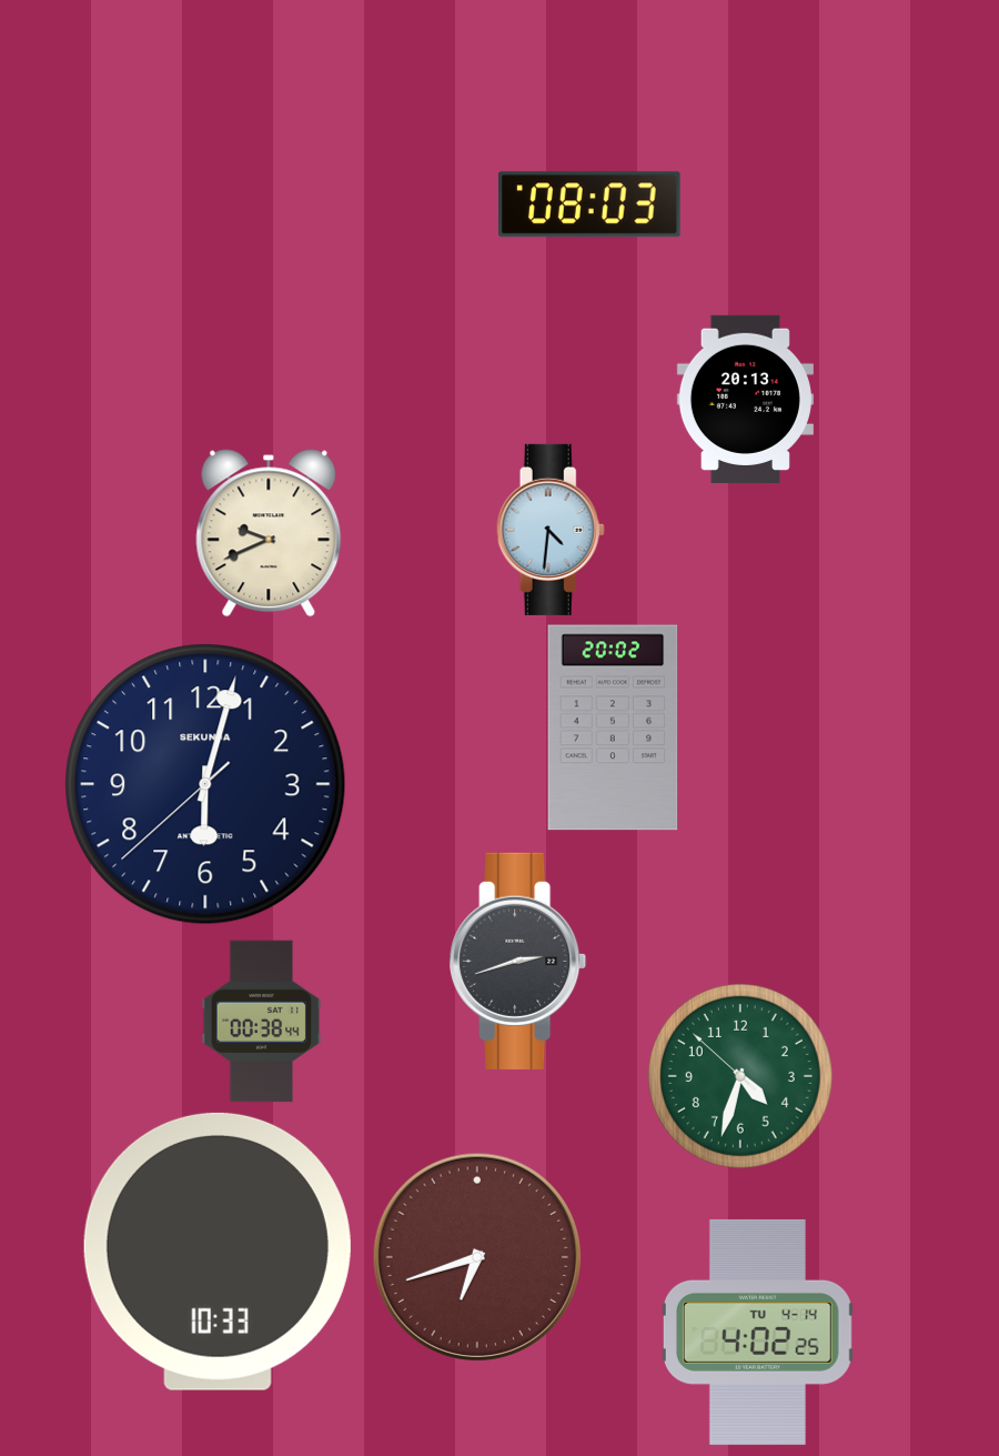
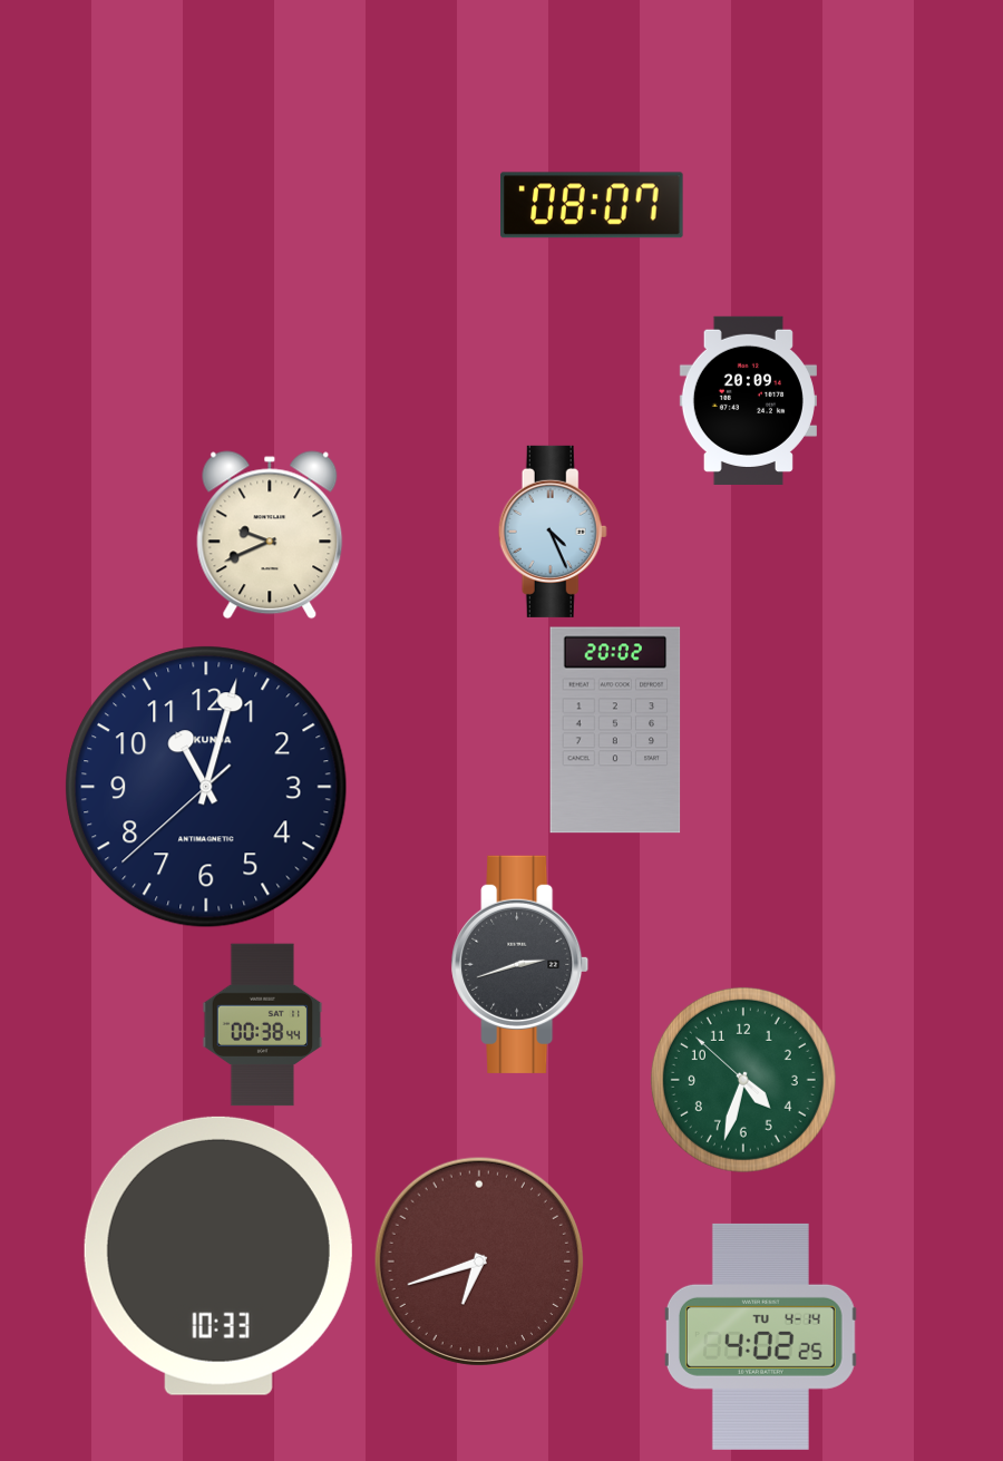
clock at (591, 204): 08:03 -> 08:07
clock at (745, 399): 20:13 -> 20:09
clock at (551, 530): 4:31 -> 4:26
clock at (205, 784): 6:02 -> 11:02
